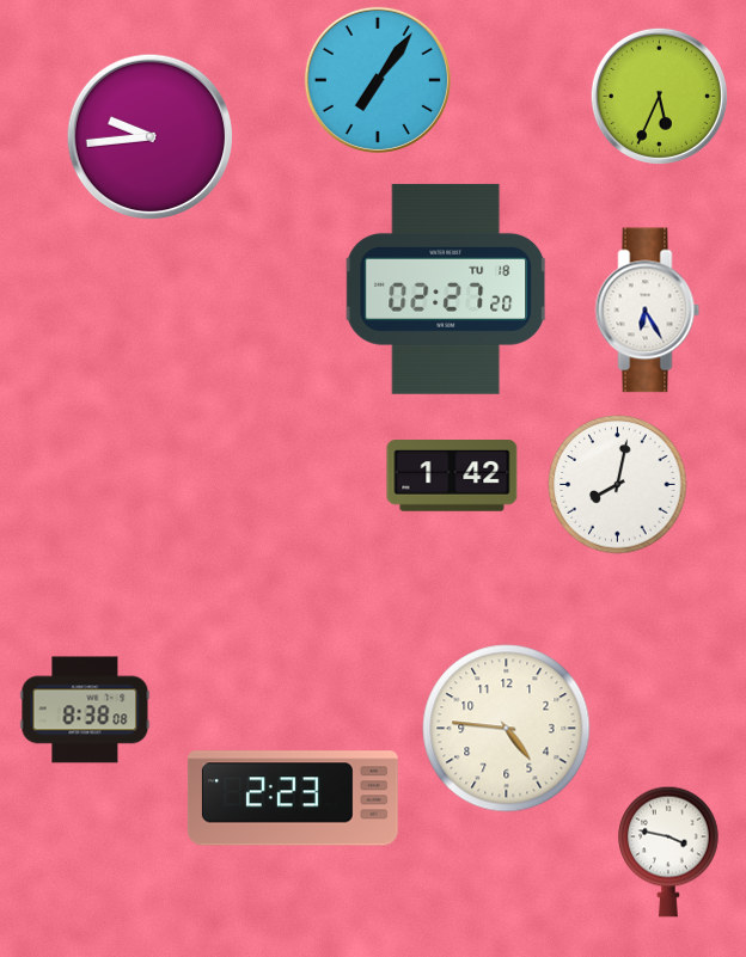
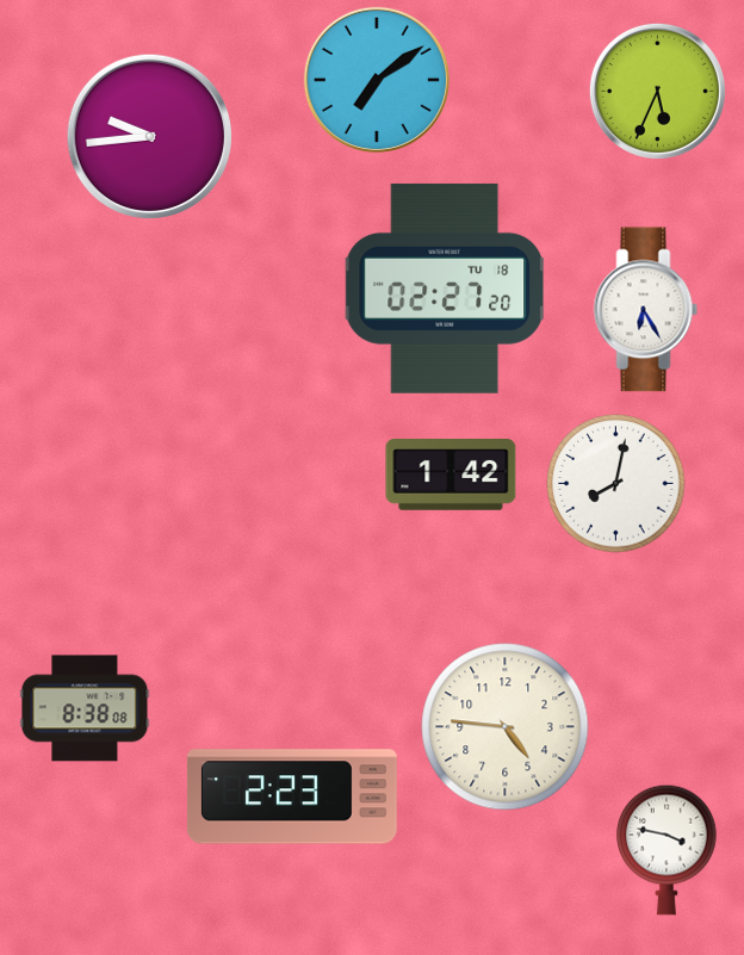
clock at (378, 80): 7:06 -> 7:09
clock at (659, 96) position: (659, 96) -> (657, 91)
